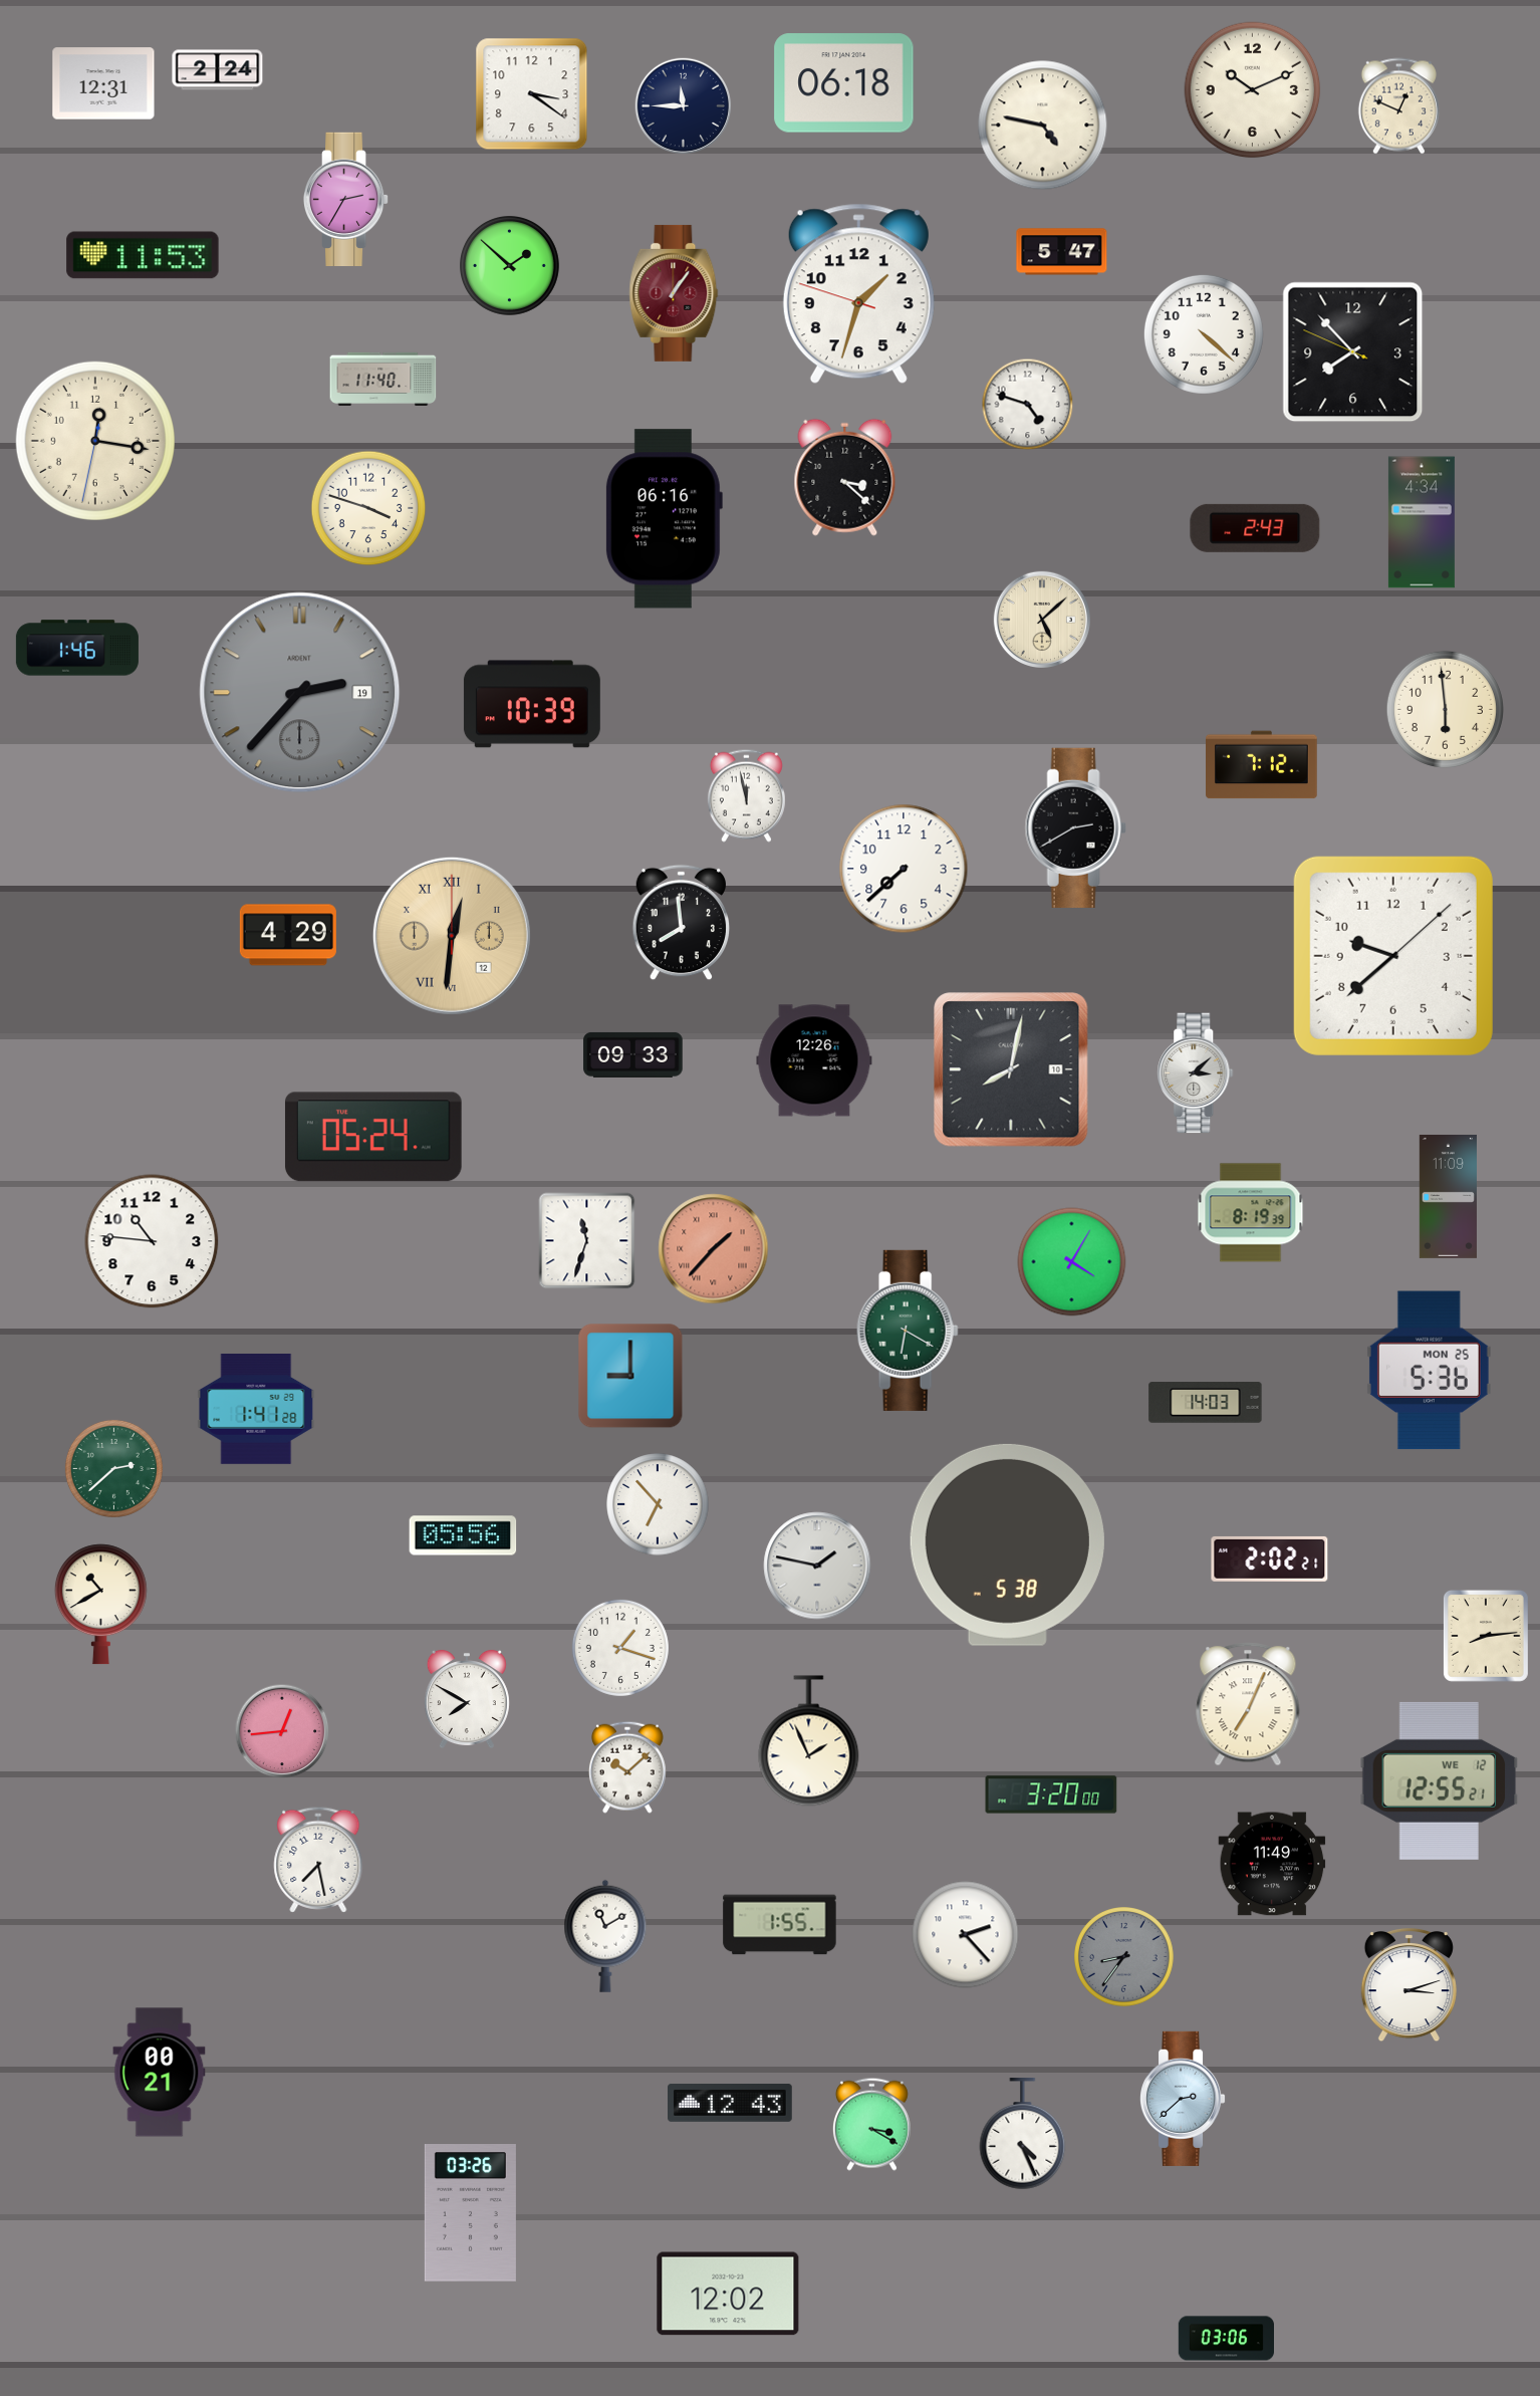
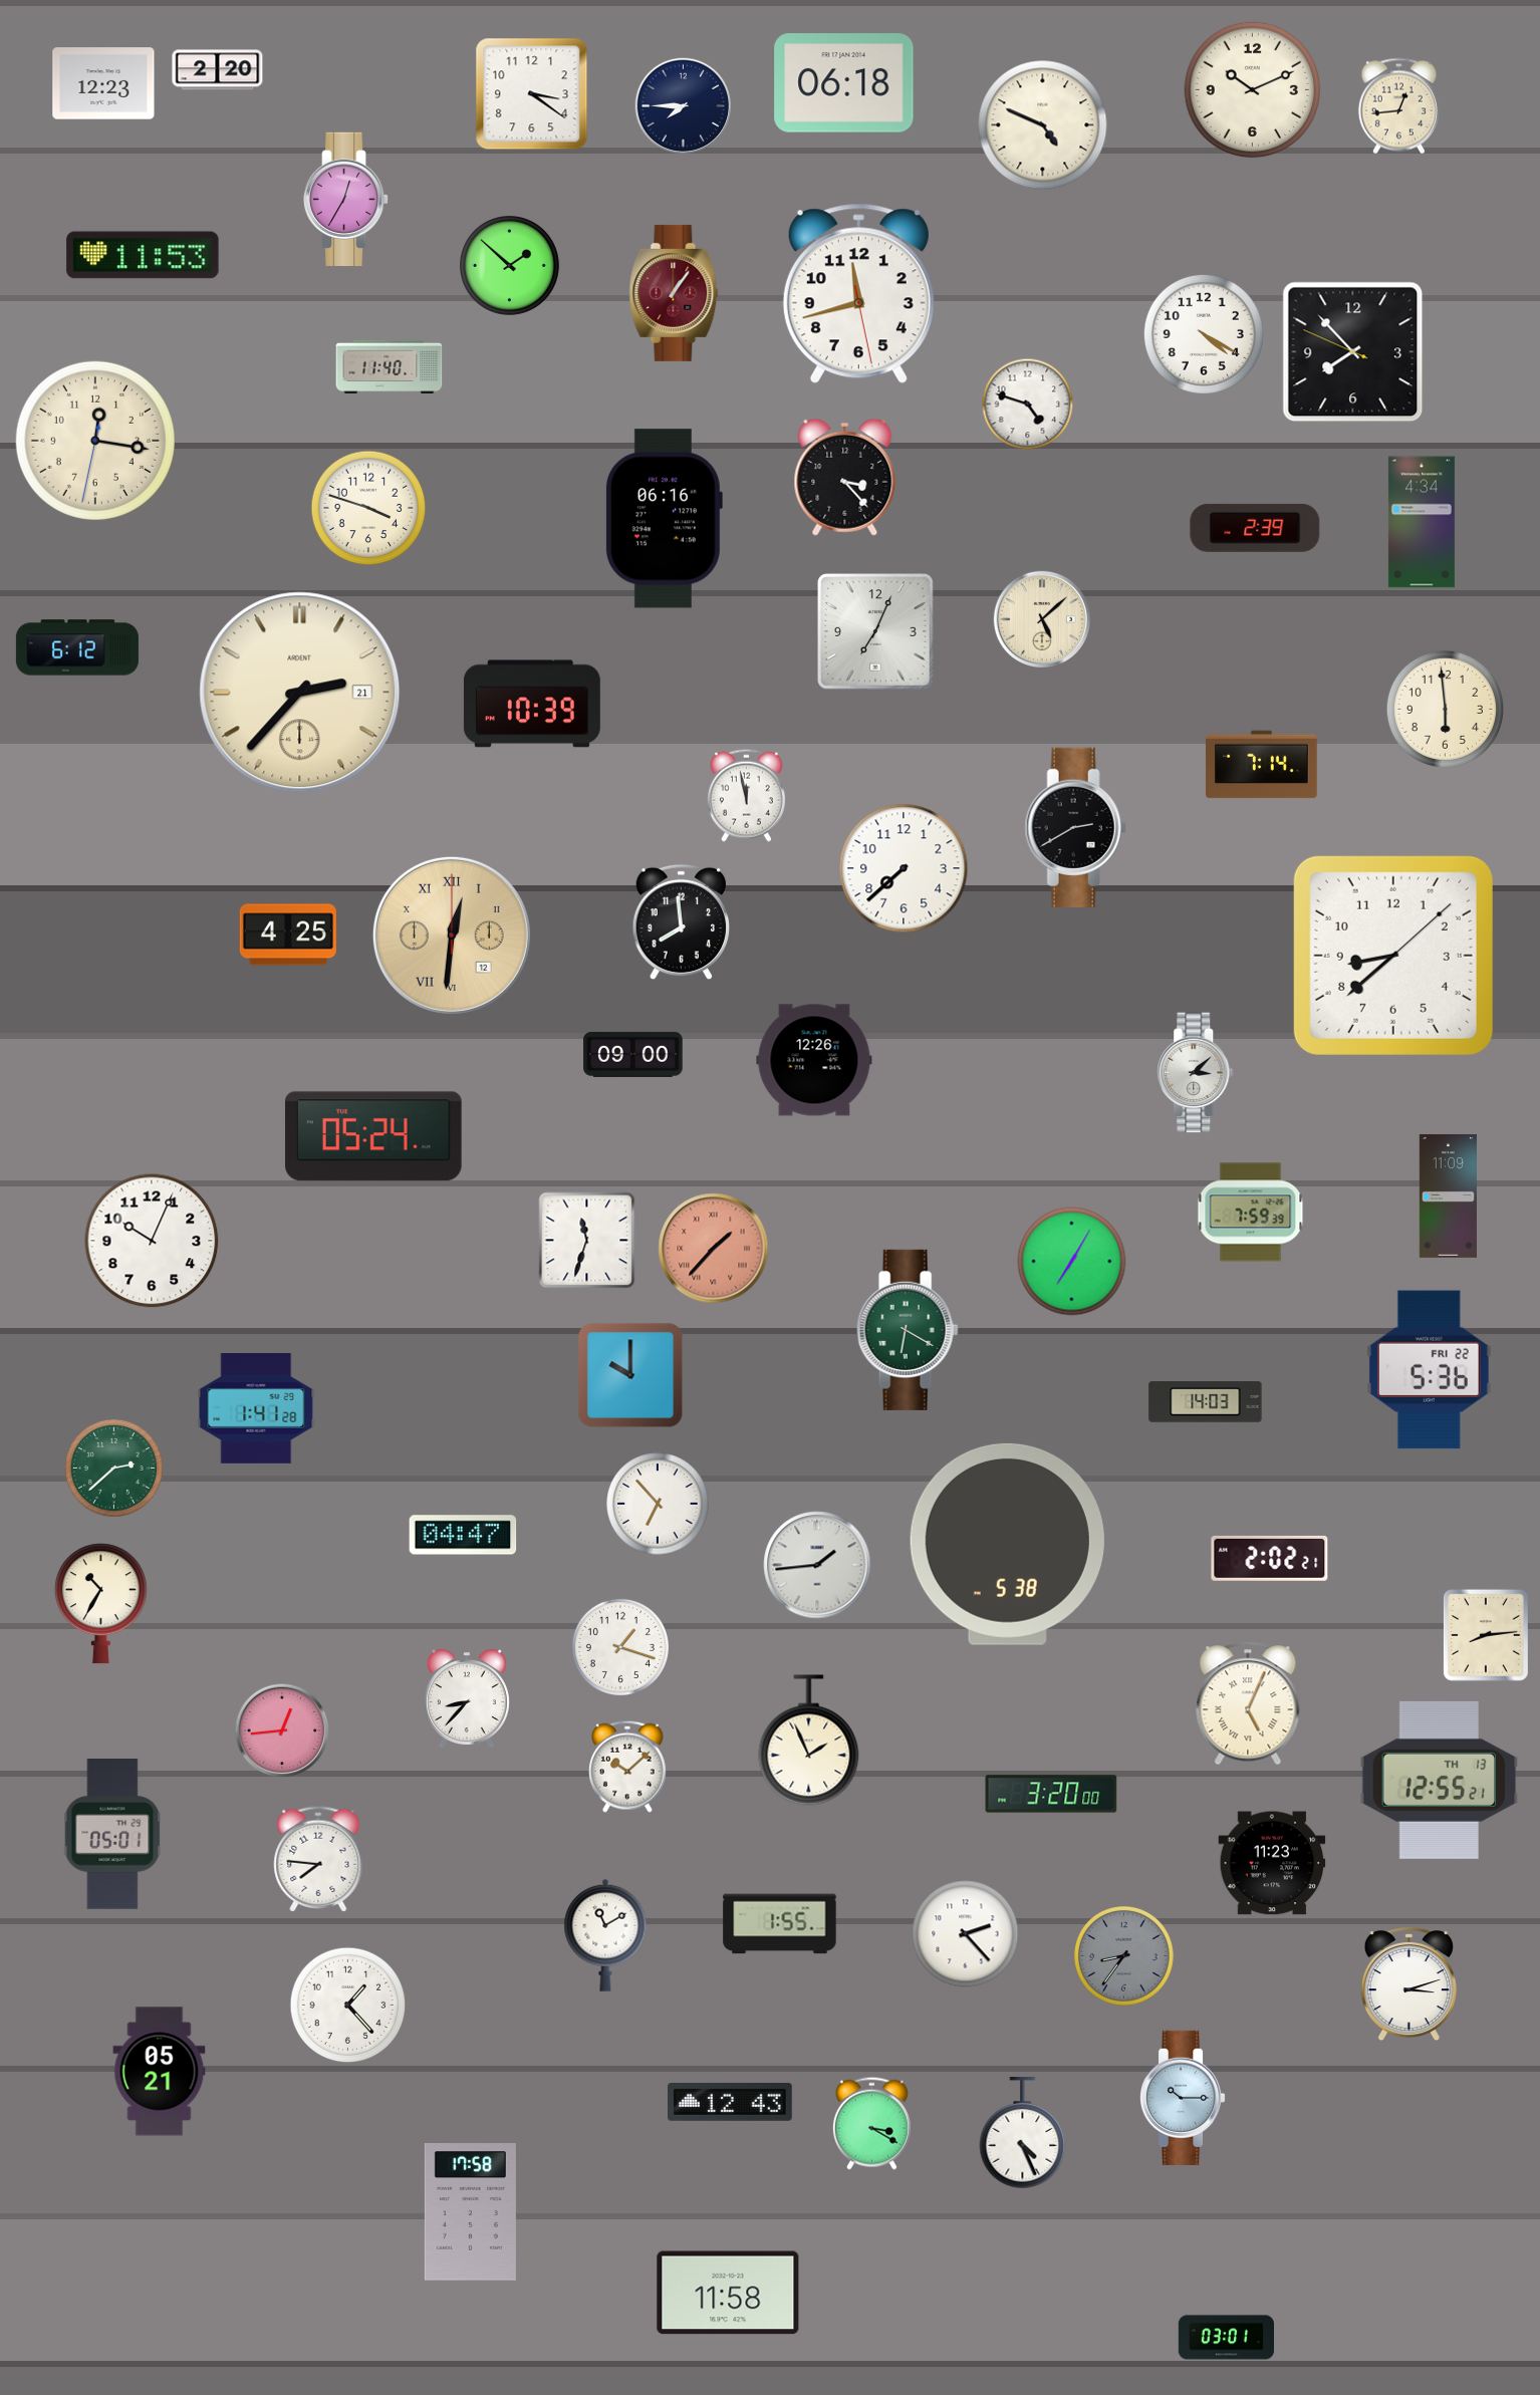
clock at (218, 70): 2:24 -> 2:20
clock at (103, 83): 12:31 -> 12:23
clock at (684, 106): 11:45 -> 7:45
clock at (1398, 106): 12:49 -> 12:44
clock at (1043, 126): 4:47 -> 4:49
clock at (346, 199): 2:35 -> 12:35
clock at (1062, 252): 5:47 -> none
clock at (858, 294): 1:32 -> 11:42
clock at (1204, 334): 4:22 -> 4:20
clock at (383, 379) position: (383, 379) -> (390, 366)
clock at (845, 477): 3:22 -> 3:23
clock at (1255, 528): 2:43 -> 2:39
clock at (876, 632): none -> 7:04
clock at (77, 648): 1:46 -> 6:12
clock at (300, 693) date: 19 -> 21
clock at (300, 693) dial: grey -> cream
clock at (1262, 765): 7:12 -> 7:14
clock at (288, 935): 4:29 -> 4:25
clock at (1393, 956): 9:38 -> 8:38
clock at (633, 1054): 09:33 -> 09:00
clock at (1011, 1069): 8:02 -> none
clock at (1251, 1213): 8:19 -> 7:59
clock at (152, 1241): 10:46 -> 10:04
clock at (1072, 1262): 4:05 -> 7:05
clock at (1429, 1371) date: MON 25 -> FRI 22
clock at (630, 1376): 9:00 -> 10:00
clock at (463, 1535): 05:56 -> 04:47
clock at (817, 1566): 1:47 -> 1:44
clock at (100, 1605): 10:40 -> 10:35
clock at (467, 1699): 7:50 -> 8:37
clock at (1248, 1704): 7:04 -> 5:04
clock at (1440, 1780) date: WE 12 -> TH 13
clock at (112, 1835): none -> 05:01
clock at (318, 1860): 7:28 -> 7:46
clock at (1272, 1864): 11:49 -> 11:23
clock at (348, 2006): none -> 1:23
clock at (160, 2073): 00:21 -> 05:21
clock at (1184, 2099): 2:38 -> 10:15
clock at (470, 2213): 03:26 -> 17:58
clock at (728, 2294): 12:02 -> 11:58
clock at (1226, 2339): 03:06 -> 03:01
